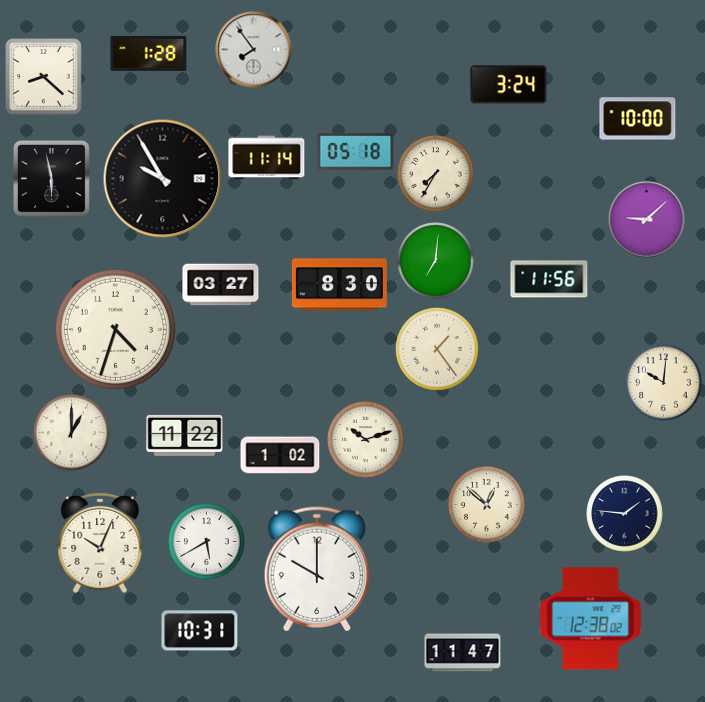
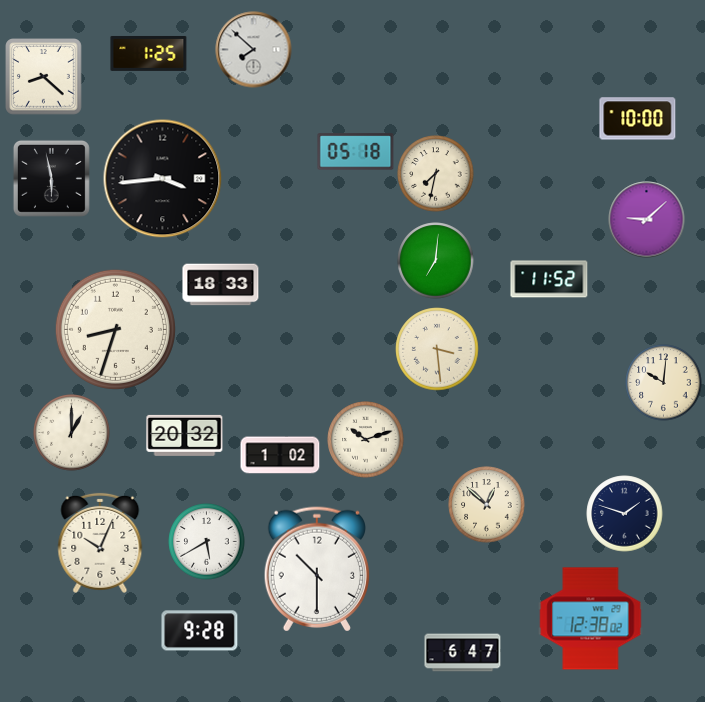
clock at (254, 50): 7:54 -> 7:52
clock at (149, 53): 1:28 -> 1:25
clock at (509, 85): 3:24 -> none
clock at (267, 158): 11:14 -> none
clock at (436, 174): 7:35 -> 7:32
clock at (163, 179): 9:55 -> 3:44
clock at (549, 279): 11:56 -> 11:52
clock at (221, 285): 03:27 -> 18:33
clock at (339, 285): 8:30 -> none
clock at (115, 329): 4:33 -> 8:33
clock at (437, 349): 1:24 -> 3:29
clock at (185, 435): 11:22 -> 20:32
clock at (625, 514): 1:46 -> 1:48
clock at (317, 569): 10:00 -> 10:30
clock at (200, 631): 10:31 -> 9:28
clock at (463, 653): 11:47 -> 6:47
